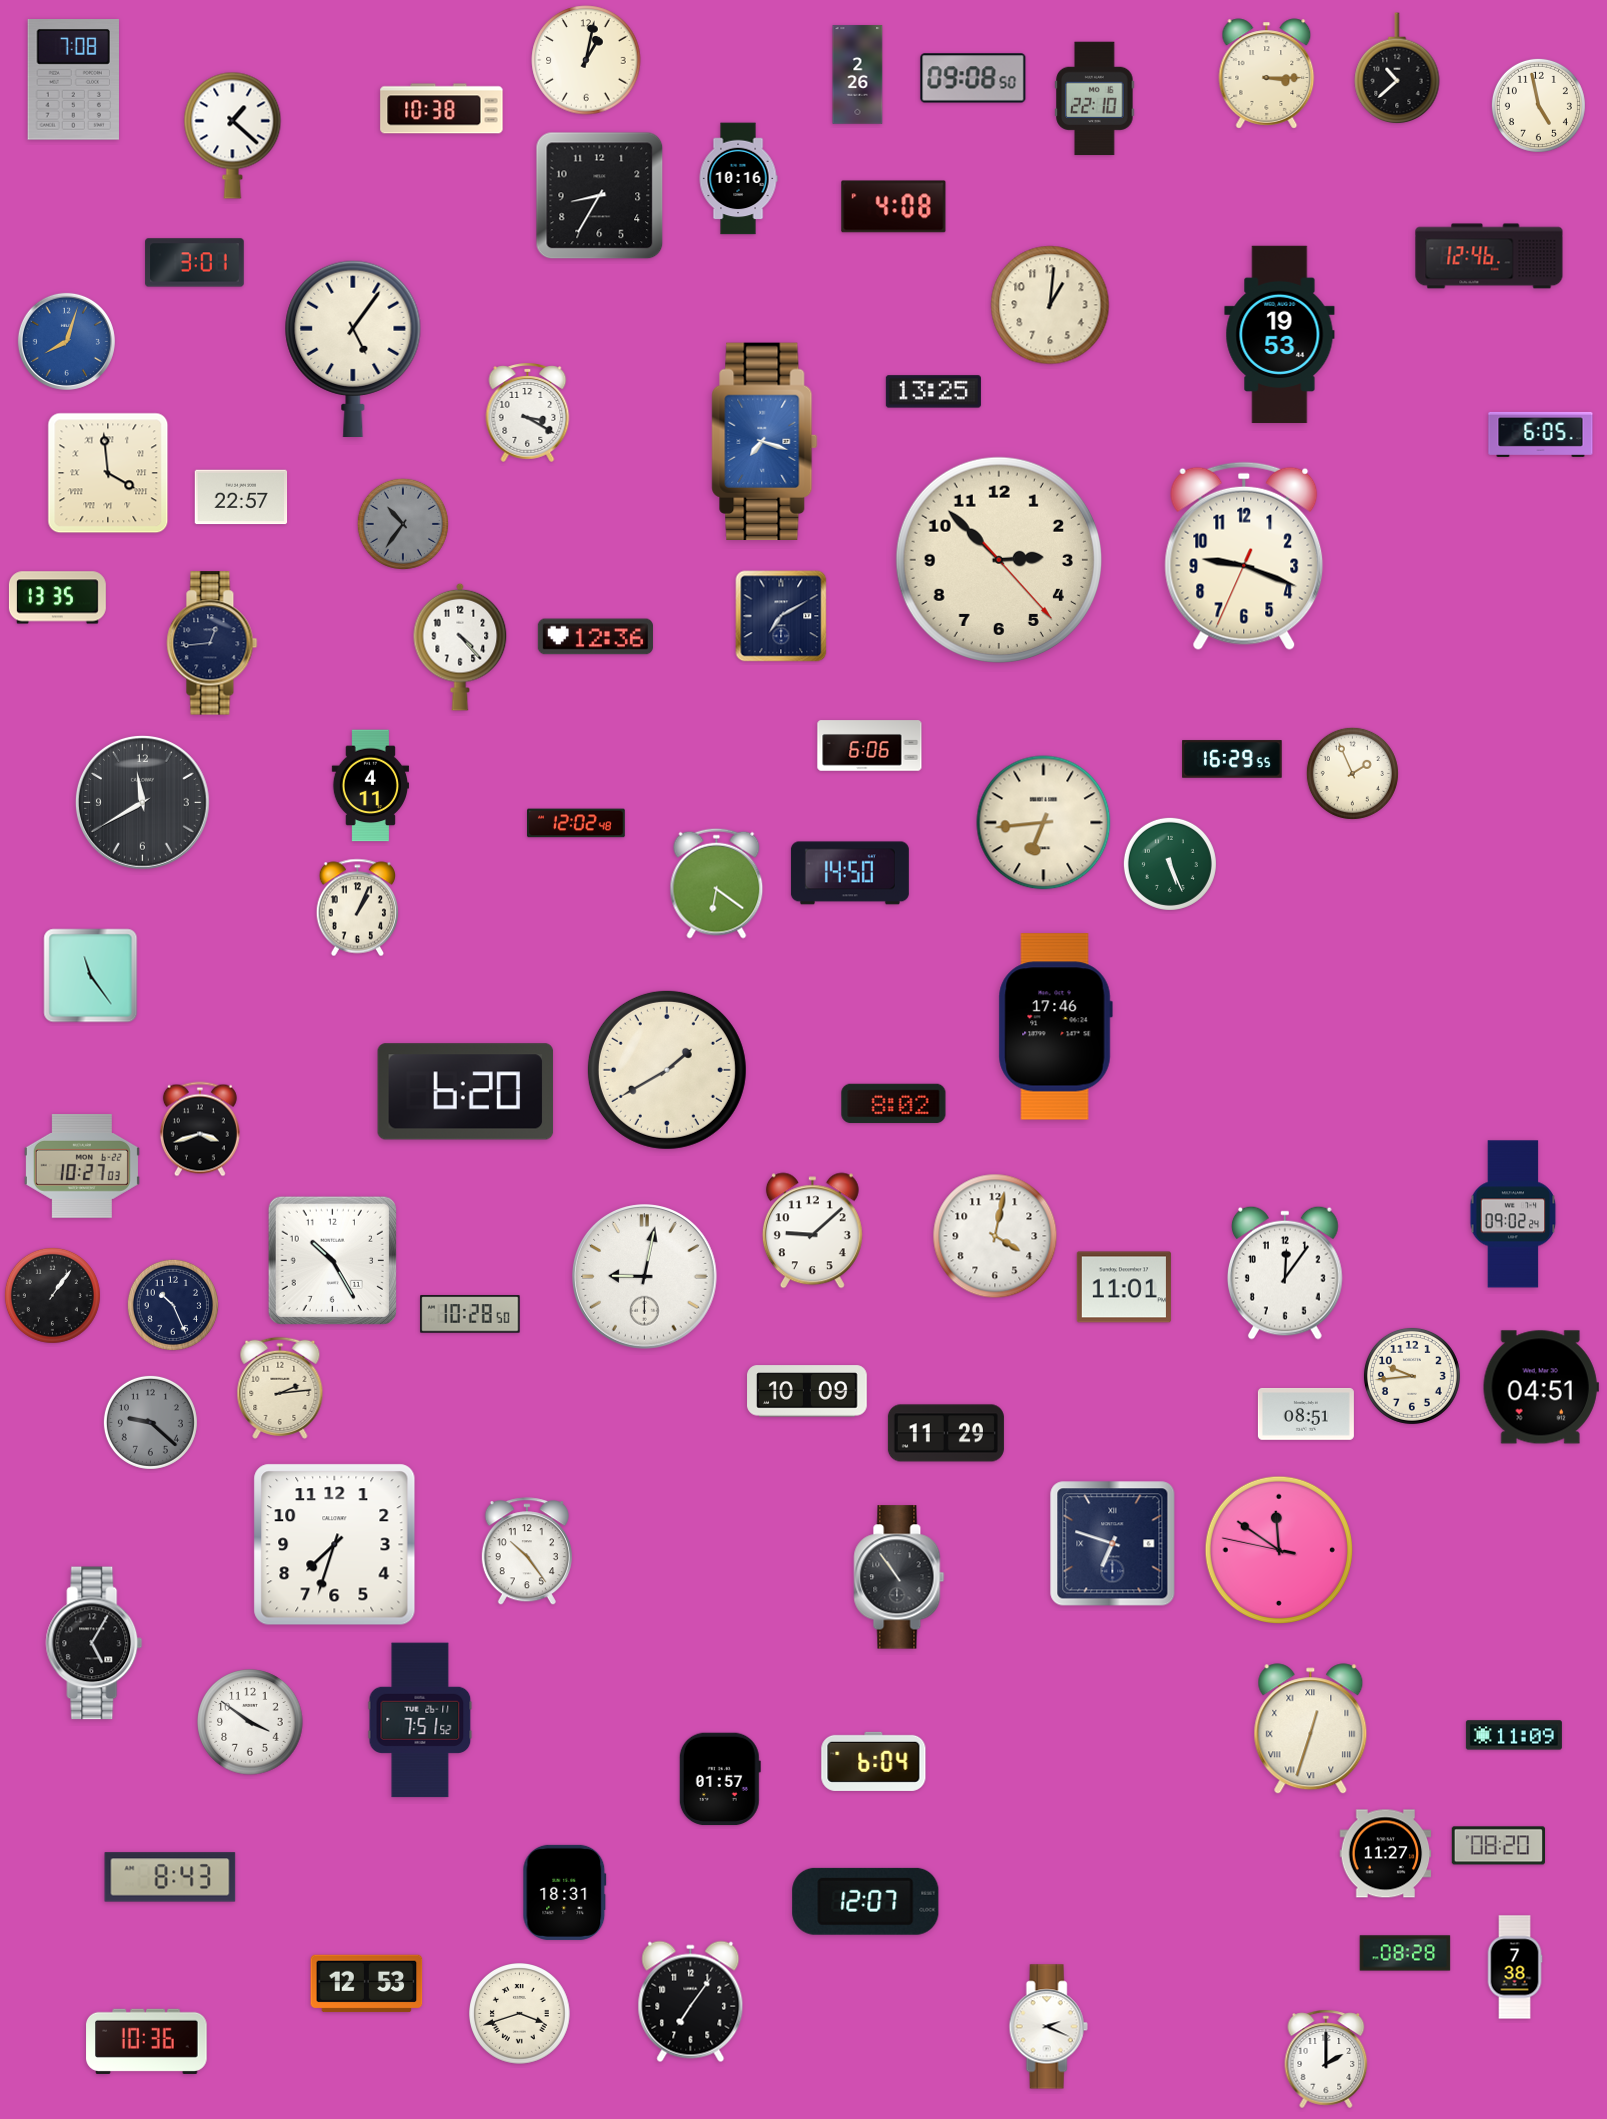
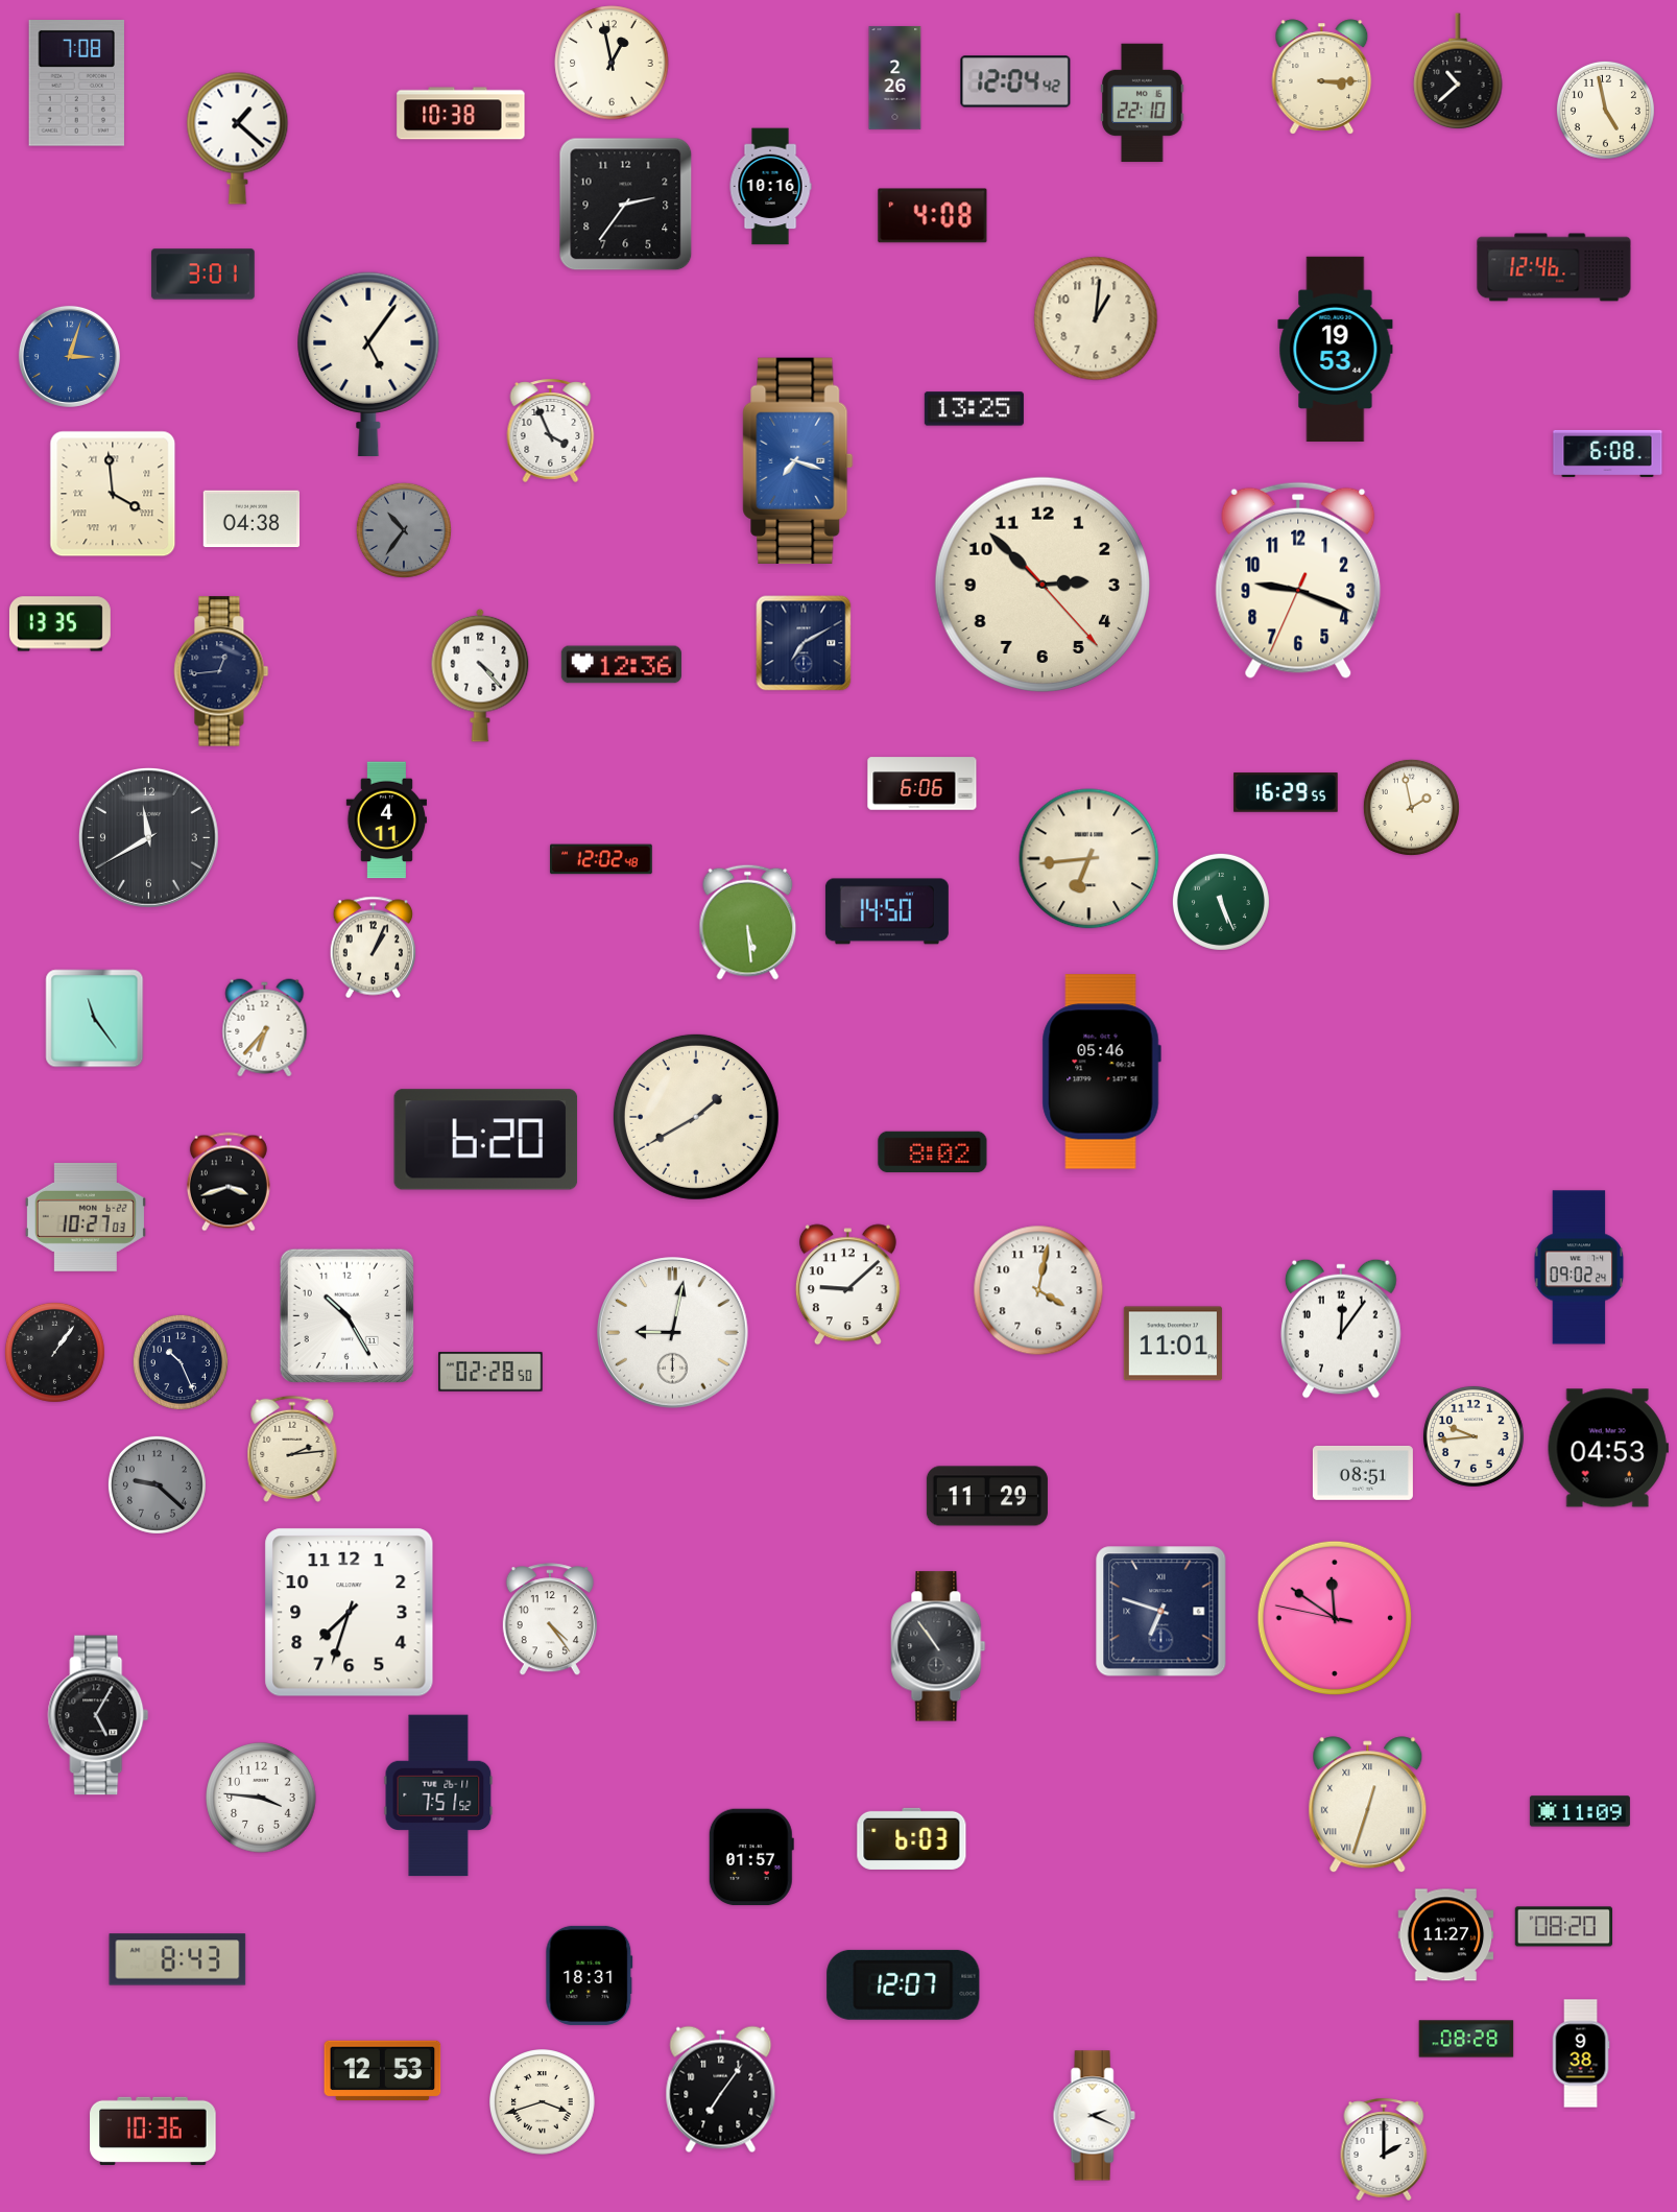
clock at (586, 60): 1:02 -> 12:58
clock at (973, 78): 09:08 -> 12:04
clock at (233, 135) position: (233, 135) -> (238, 138)
clock at (600, 196): 8:35 -> 2:36
clock at (66, 341): 8:03 -> 3:03
clock at (528, 412): 3:20 -> 3:56
clock at (1541, 434): 6:05 -> 6:08
clock at (241, 497): 22:57 -> 04:38
clock at (403, 524) position: (403, 524) -> (404, 530)
clock at (781, 616) position: (781, 616) -> (804, 643)
clock at (870, 746) position: (870, 746) -> (923, 784)
clock at (1352, 773): 1:56 -> 1:58
clock at (717, 883): 6:21 -> 5:29
clock at (265, 1028): none -> 6:37
clock at (1055, 1027): 17:46 -> 05:46
clock at (200, 1129) position: (200, 1129) -> (229, 1182)
clock at (470, 1314): 10:28 -> 02:28
clock at (1541, 1387): 04:51 -> 04:53
clock at (807, 1391): 10:09 -> none
clock at (1306, 1414) position: (1306, 1414) -> (1363, 1473)
clock at (527, 1552): 10:24 -> 4:24
clock at (250, 1722): 3:51 -> 3:46
clock at (874, 1761): 6:04 -> 6:03
clock at (1515, 1967): 7:38 -> 9:38
